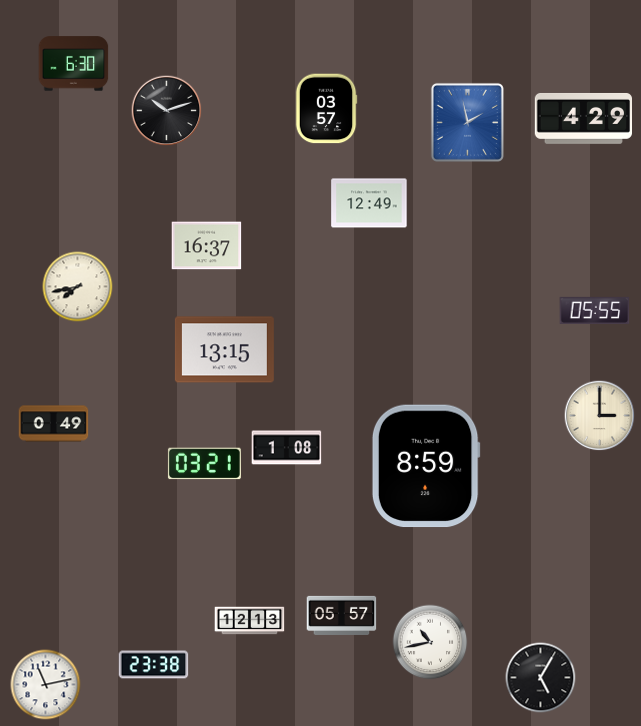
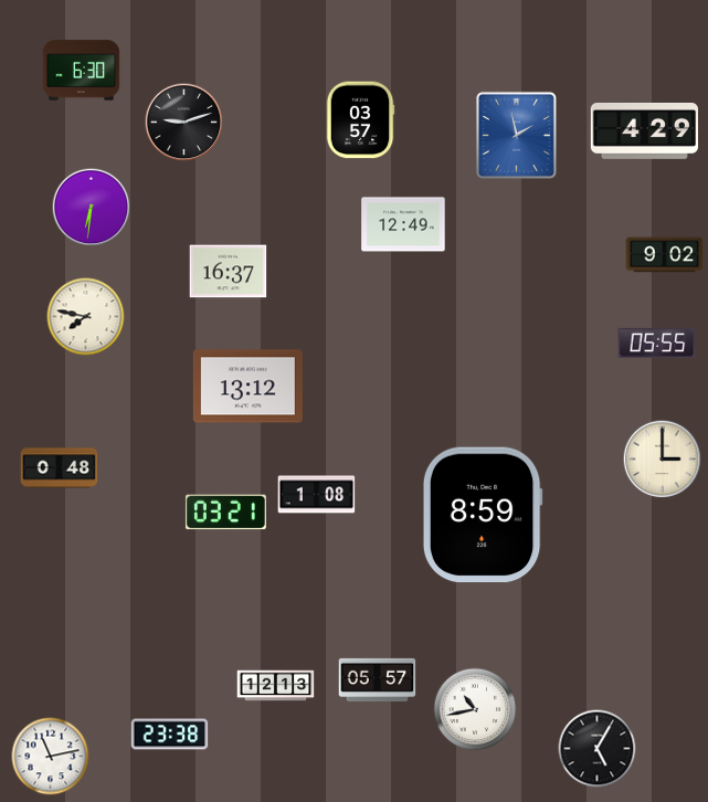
clock at (167, 111): 10:12 -> 9:12
clock at (92, 208): none -> 6:31
clock at (369, 203) position: (369, 203) -> (403, 224)
clock at (665, 255): none -> 9:02
clock at (78, 287): 7:43 -> 7:47
clock at (224, 350): 13:15 -> 13:12
clock at (54, 424): 0:49 -> 0:48
clock at (426, 466) position: (426, 466) -> (483, 515)
